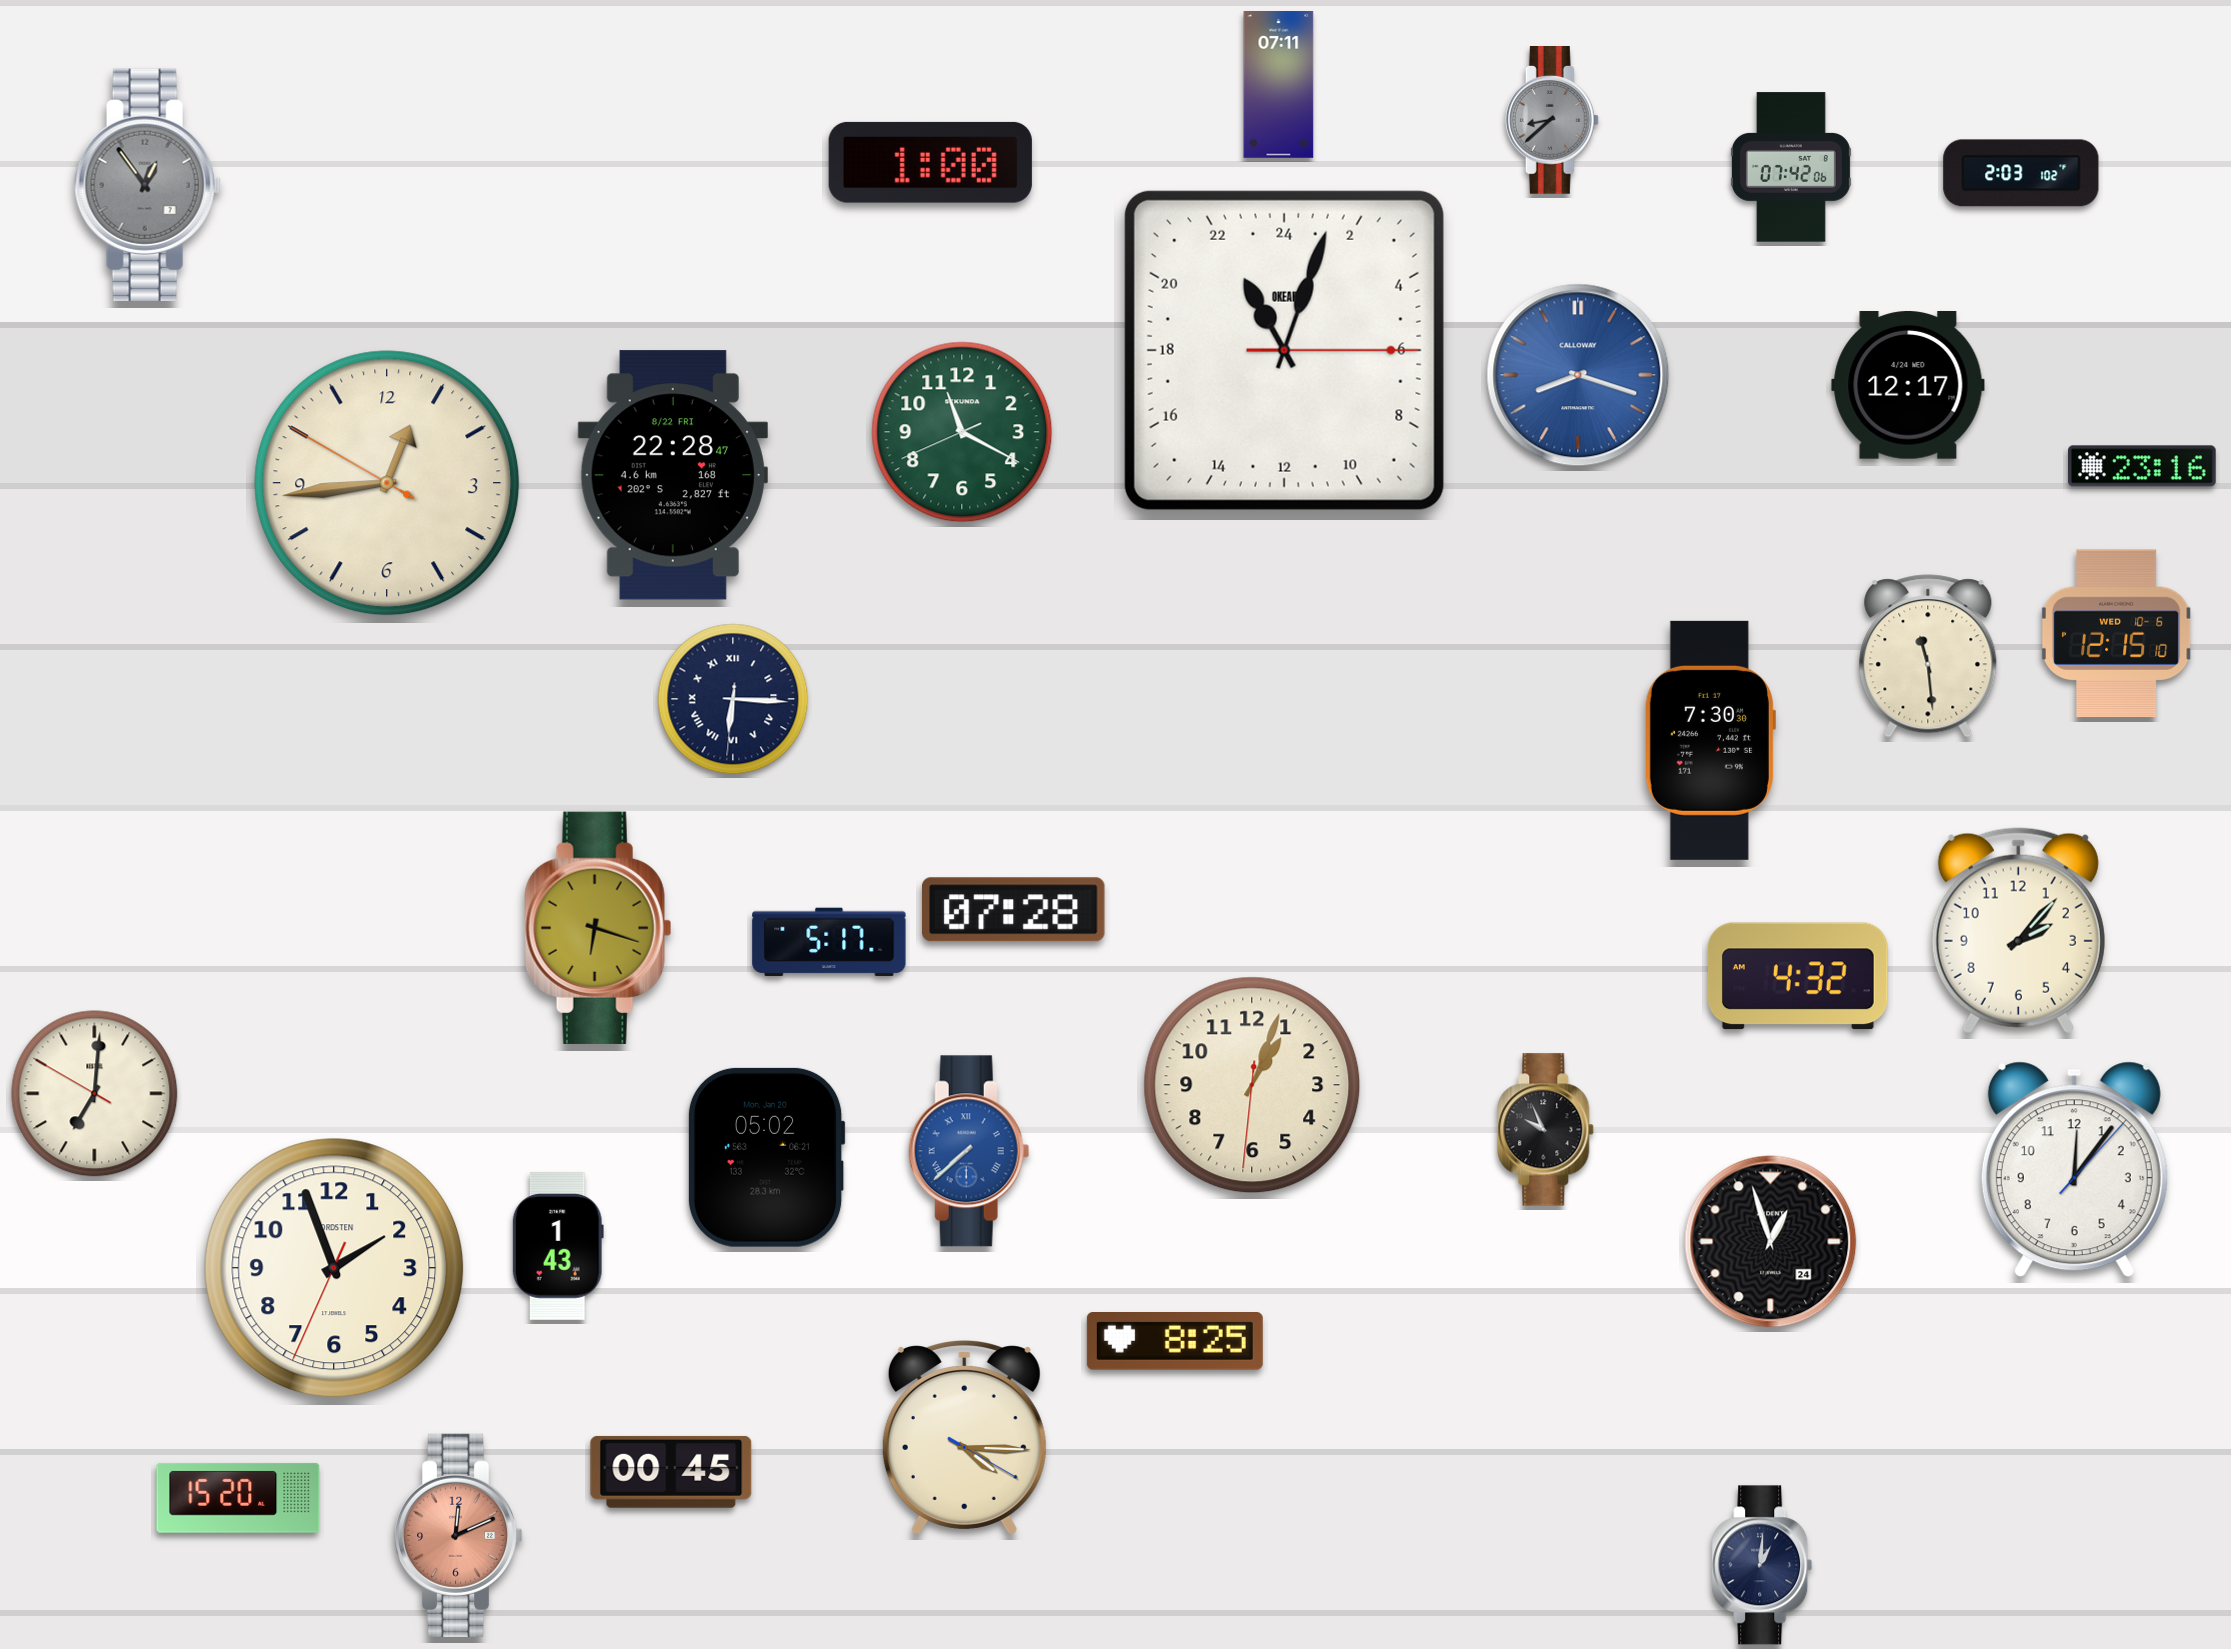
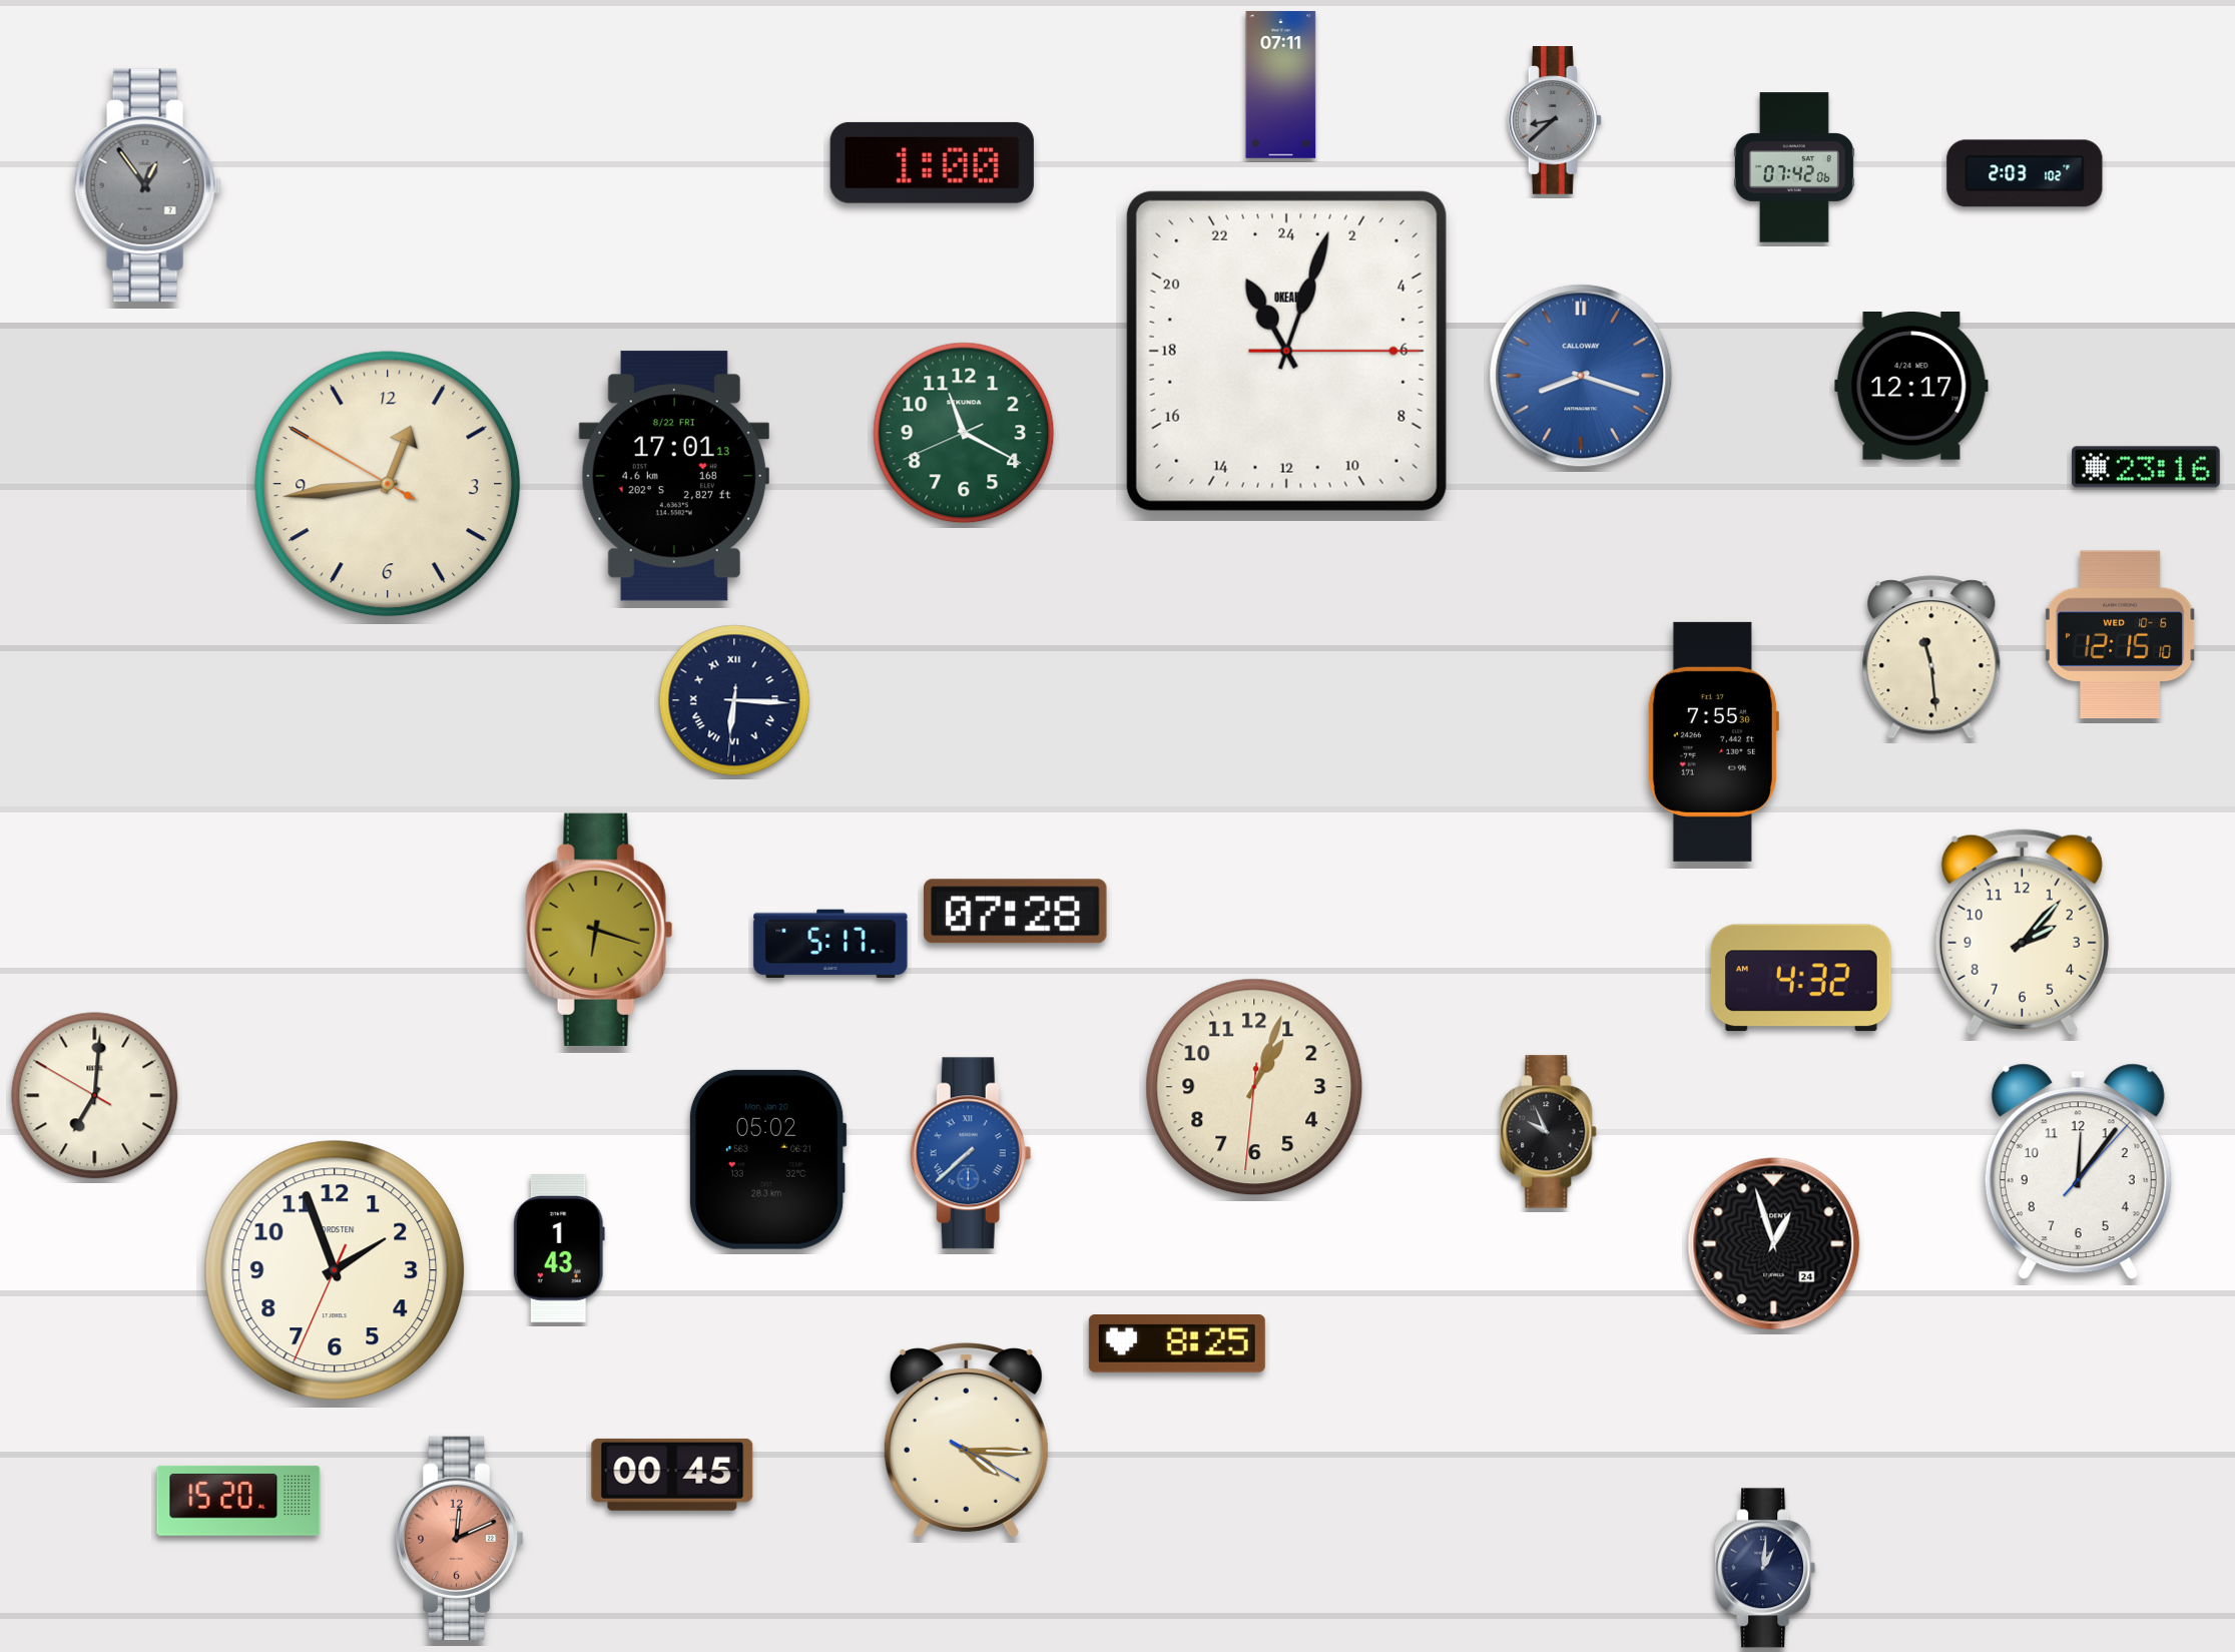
clock at (673, 475): 22:28 -> 17:01
clock at (1710, 740): 7:30 -> 7:55
